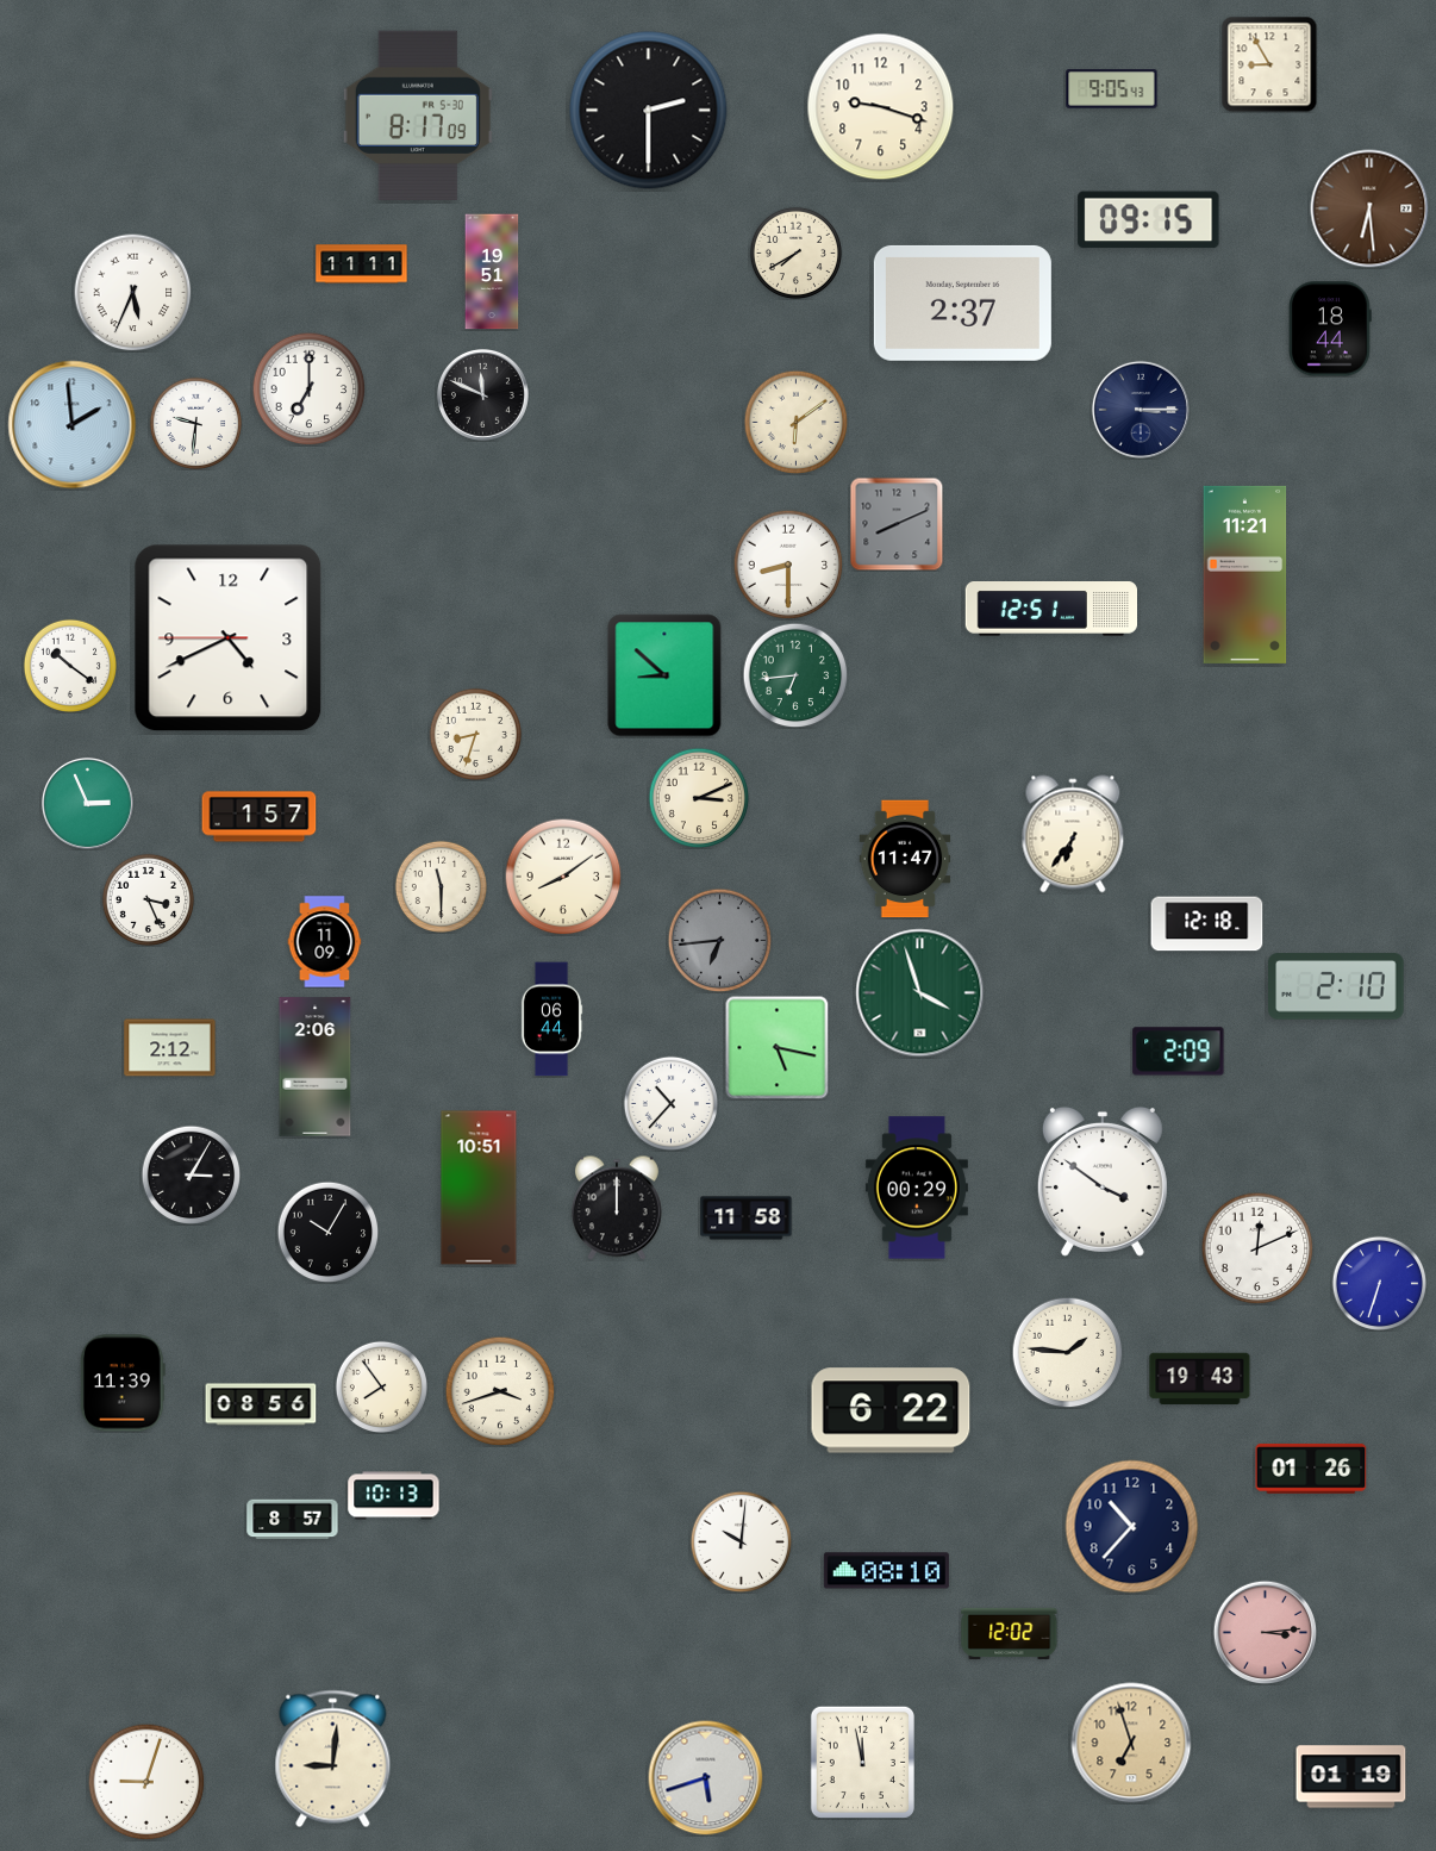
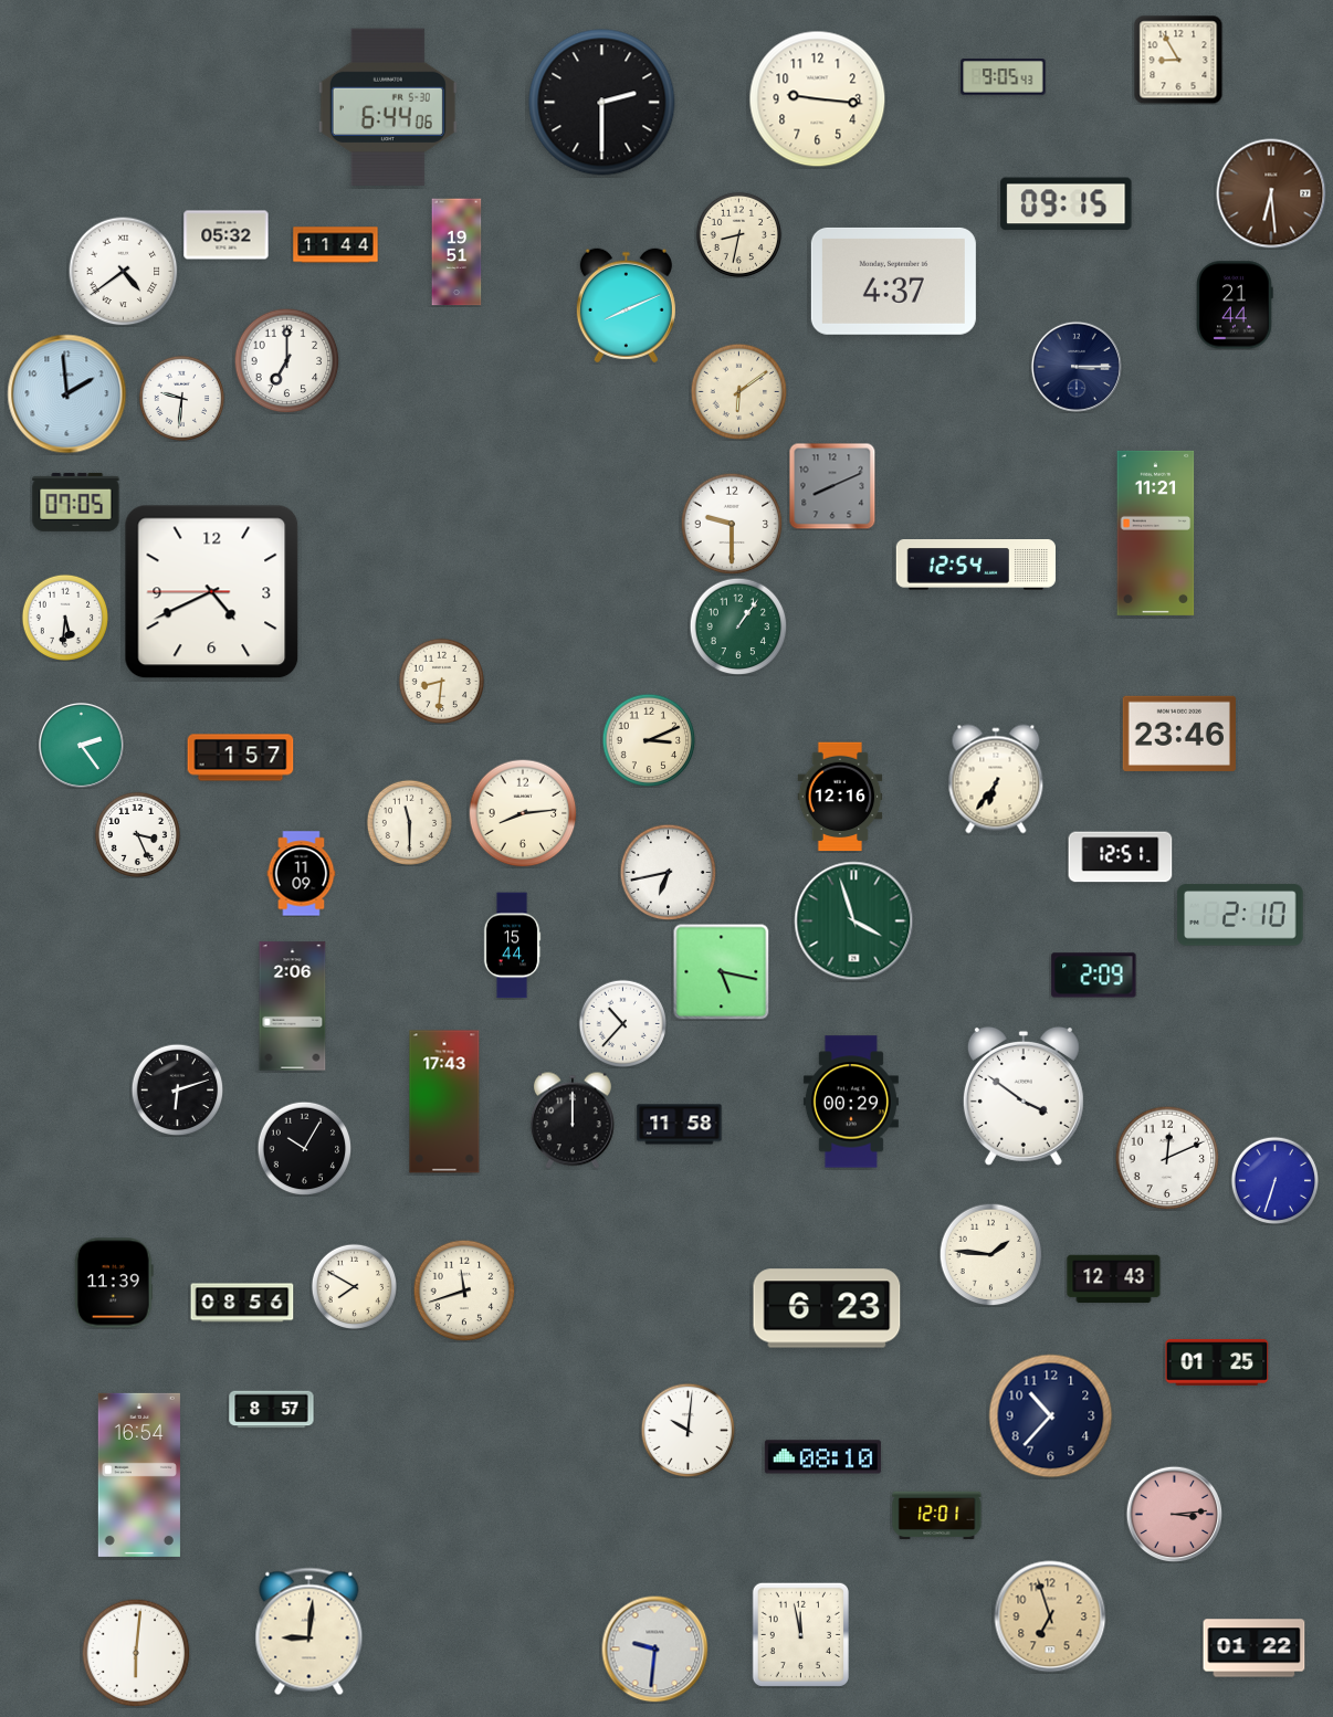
clock at (1112, 89) position: (1112, 89) -> (1004, 77)
clock at (881, 107): 9:18 -> 9:16
clock at (418, 114): 8:17 -> 6:44
clock at (795, 253): 7:40 -> 8:32
clock at (227, 235): none -> 05:32
clock at (362, 264): 11:11 -> 11:44
clock at (133, 293): 5:34 -> 4:39
clock at (962, 303): 2:37 -> 4:37
clock at (1330, 329): 18:44 -> 21:44
clock at (626, 306): none -> 8:11
clock at (482, 394): 11:49 -> none
clock at (1141, 410) position: (1141, 410) -> (1077, 367)
clock at (195, 423) position: (195, 423) -> (181, 398)
clock at (76, 502): none -> 07:05
clock at (788, 565): 8:30 -> 9:30
clock at (1050, 610): 12:51 -> 12:54
clock at (69, 665): 10:21 -> 5:31
clock at (664, 675): 8:52 -> none
clock at (795, 675): 6:44 -> 1:06
clock at (475, 734): 8:33 -> 8:31
clock at (1179, 734): none -> 23:46
clock at (87, 803): 2:56 -> 2:24
clock at (1073, 834) position: (1073, 834) -> (996, 779)
clock at (905, 859): 11:47 -> 12:16
clock at (563, 877): 8:09 -> 8:14
clock at (1207, 924): 12:18 -> 12:51
clock at (719, 940): 6:44 -> 6:43
clock at (719, 940) dial: grey -> white
clock at (551, 1020): 06:44 -> 15:44
clock at (170, 1048): 2:12 -> none
clock at (316, 1067) position: (316, 1067) -> (293, 1007)
clock at (191, 1174): 3:05 -> 6:12
clock at (479, 1188): 10:51 -> 17:43
clock at (747, 1219) position: (747, 1219) -> (680, 1125)
clock at (327, 1232) position: (327, 1232) -> (304, 1148)
clock at (1379, 1283) position: (1379, 1283) -> (1274, 1180)
clock at (1200, 1379): 19:43 -> 12:43
clock at (381, 1386): 7:54 -> 7:50
clock at (500, 1391): 3:42 -> 11:42
clock at (891, 1410): 6:22 -> 6:23
clock at (1311, 1469): 01:26 -> 01:25
clock at (394, 1496): 10:13 -> none
clock at (139, 1475): none -> 16:54
clock at (1010, 1634): 12:02 -> 12:01
clock at (1351, 1777): 01:19 -> 01:22
clock at (706, 1778): 5:42 -> 9:31
clock at (146, 1782): 9:03 -> 6:01
